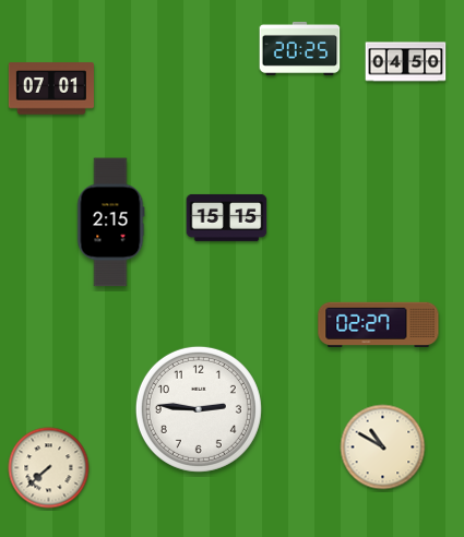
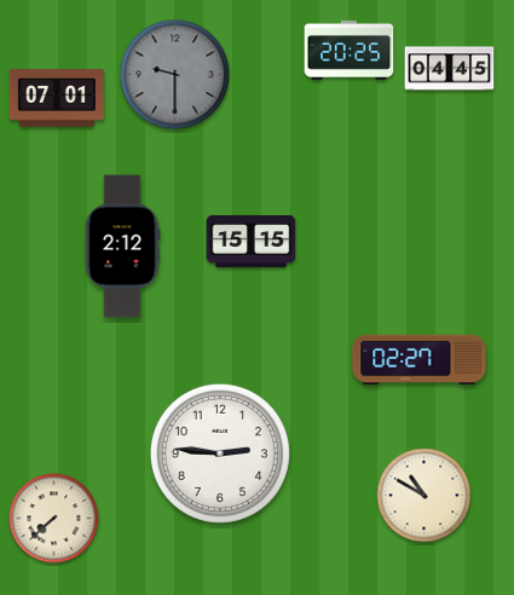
clock at (300, 48) position: (300, 48) -> (350, 50)
clock at (406, 62): 04:50 -> 04:45
clock at (175, 75): none -> 9:30
clock at (110, 223): 2:15 -> 2:12
